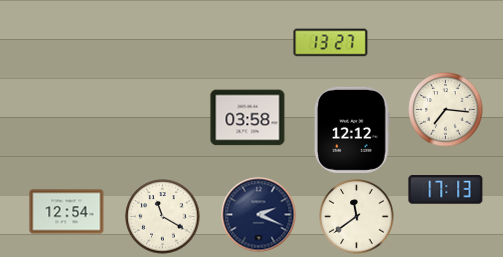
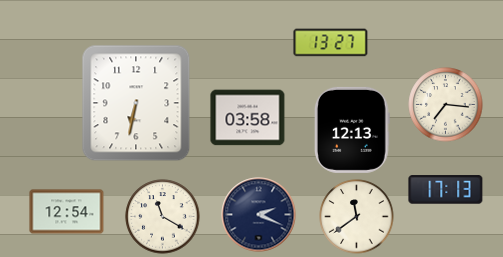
clock at (136, 103): none -> 6:32
clock at (446, 110) position: (446, 110) -> (446, 105)
clock at (352, 130): 12:12 -> 12:13
